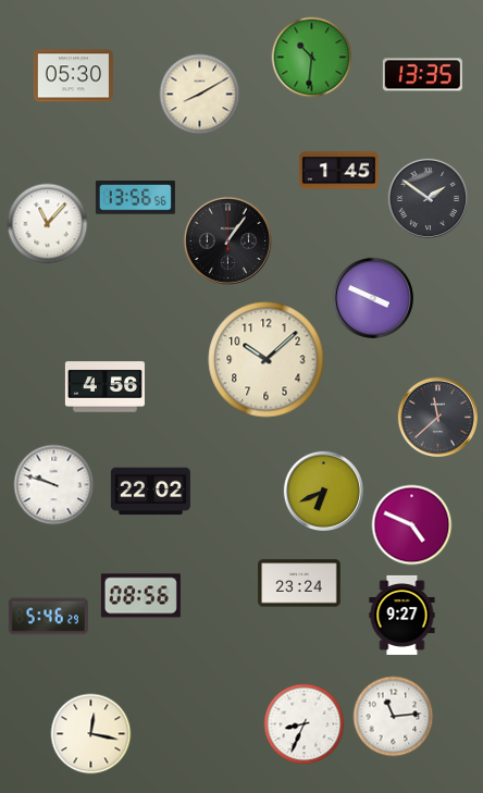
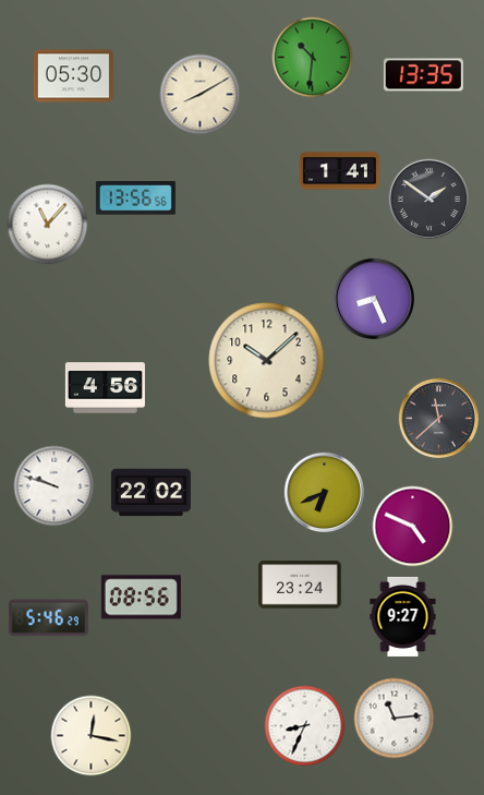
clock at (338, 171): 1:45 -> 1:41
clock at (227, 240): 1:06 -> none
clock at (372, 297): 3:49 -> 8:26
